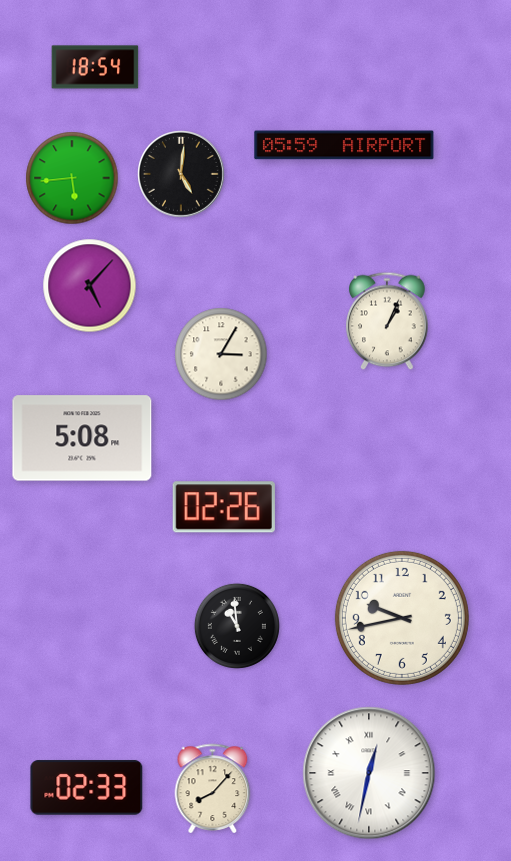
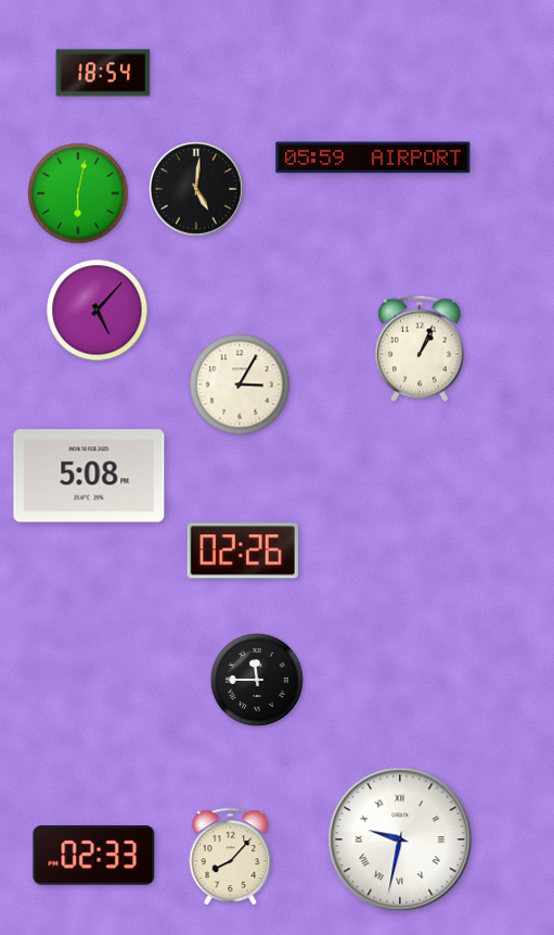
clock at (72, 178): 5:44 -> 6:02
clock at (402, 618): 9:43 -> none
clock at (237, 626): 10:59 -> 11:45
clock at (369, 773): 12:32 -> 9:32
